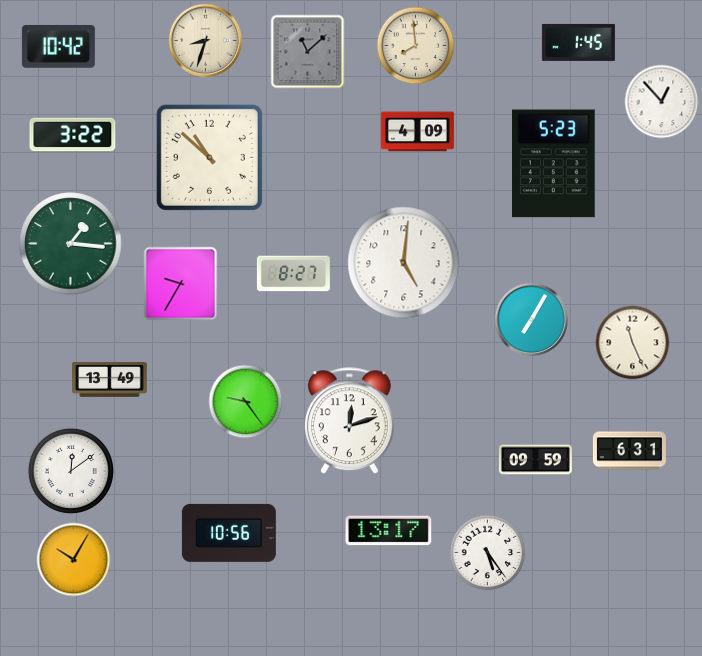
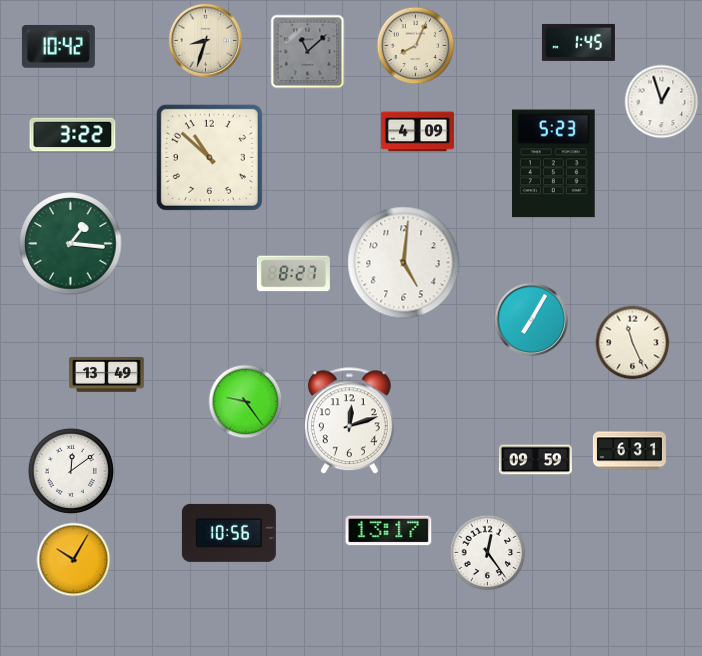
clock at (416, 46): 7:59 -> 8:04
clock at (662, 102): 12:53 -> 12:57
clock at (181, 284): 9:35 -> none
clock at (110, 379) position: (110, 379) -> (107, 374)
clock at (488, 553): 5:24 -> 12:24
